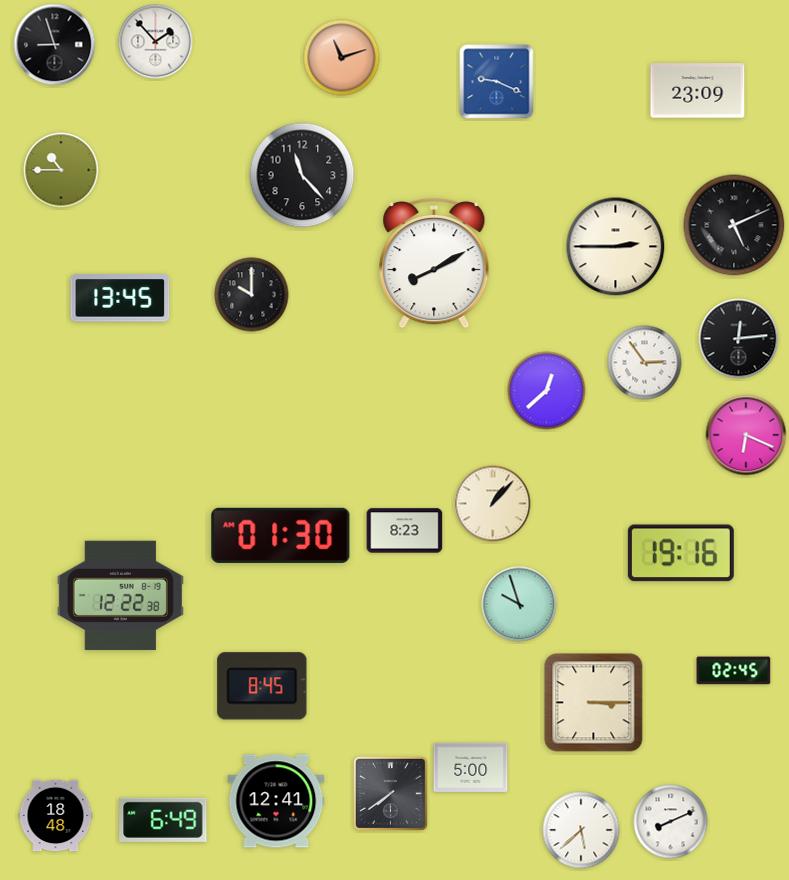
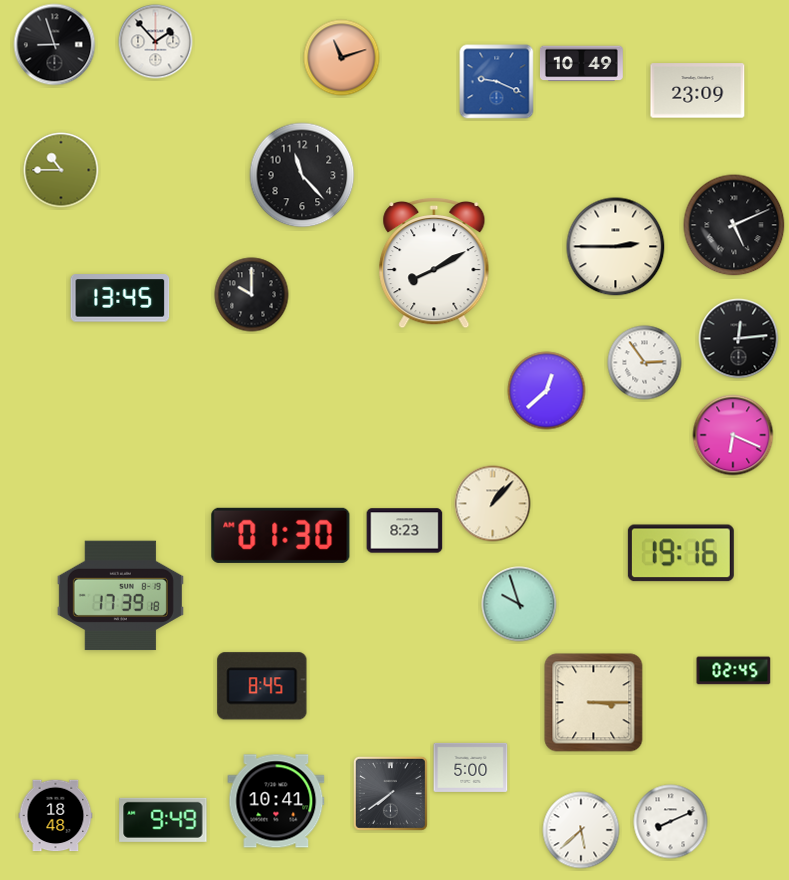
clock at (581, 64): none -> 10:49
clock at (746, 435) position: (746, 435) -> (733, 435)
clock at (120, 596): 12:22 -> 17:39
clock at (276, 801): 12:41 -> 10:41
clock at (163, 820): 6:49 -> 9:49
